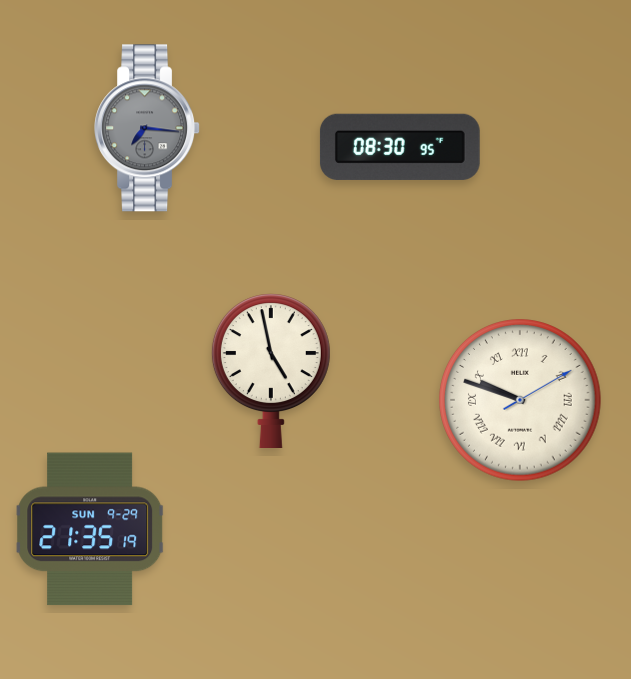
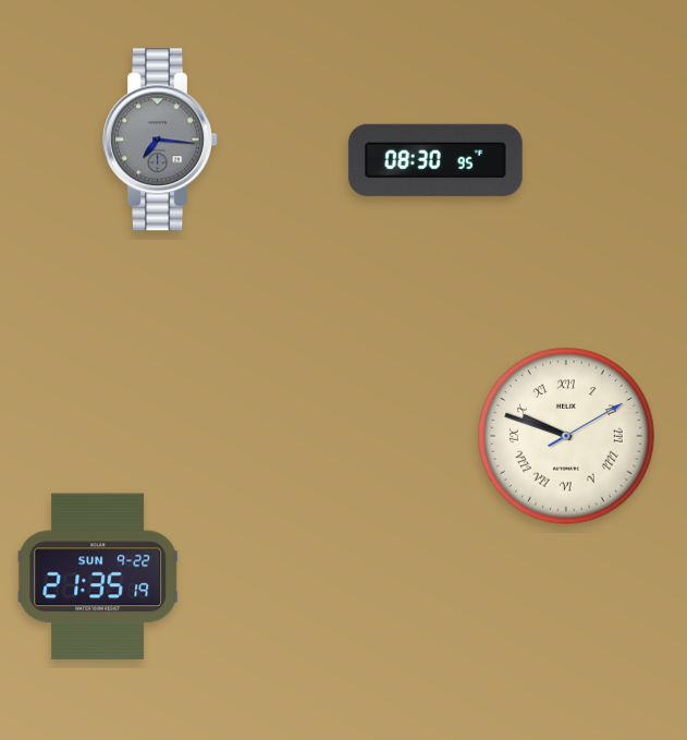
clock at (271, 370): 4:58 -> none
clock at (90, 529) date: SUN 9-29 -> SUN 9-22
